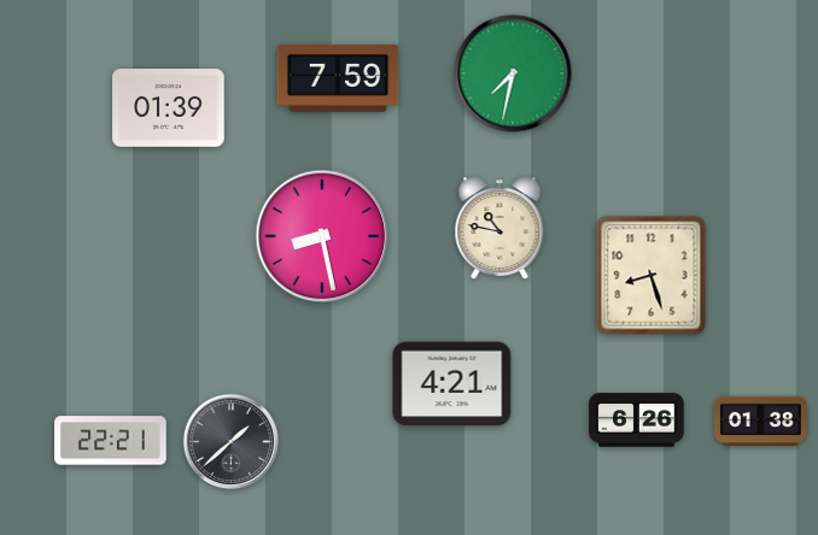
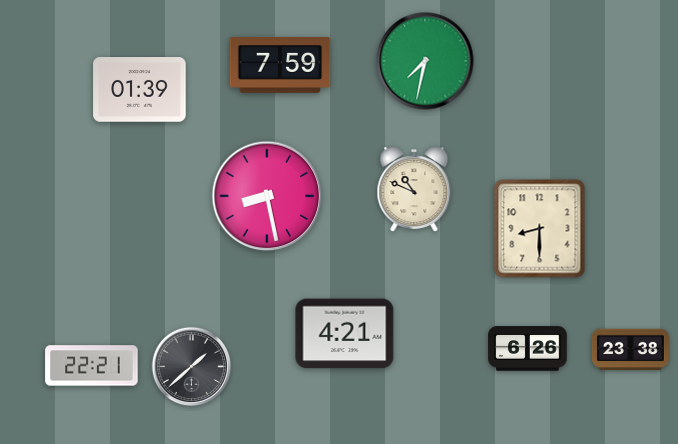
clock at (499, 229): 10:47 -> 10:49
clock at (652, 276): 8:27 -> 8:30
clock at (452, 384) position: (452, 384) -> (345, 334)
clock at (760, 422): 01:38 -> 23:38
